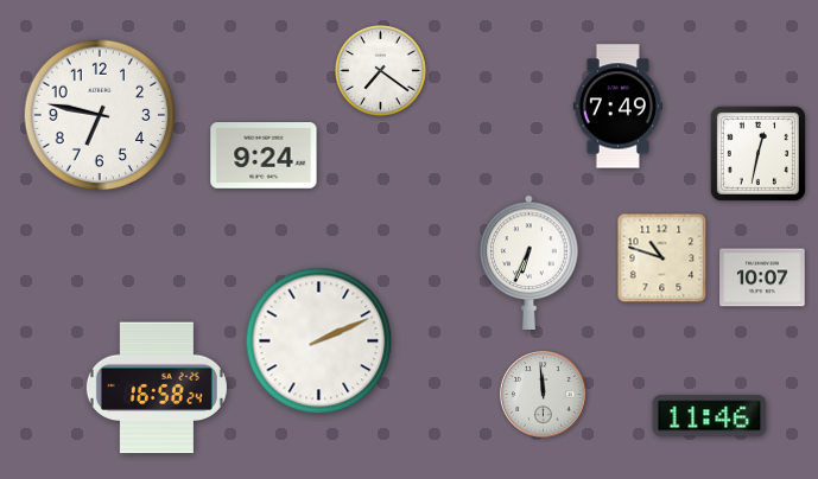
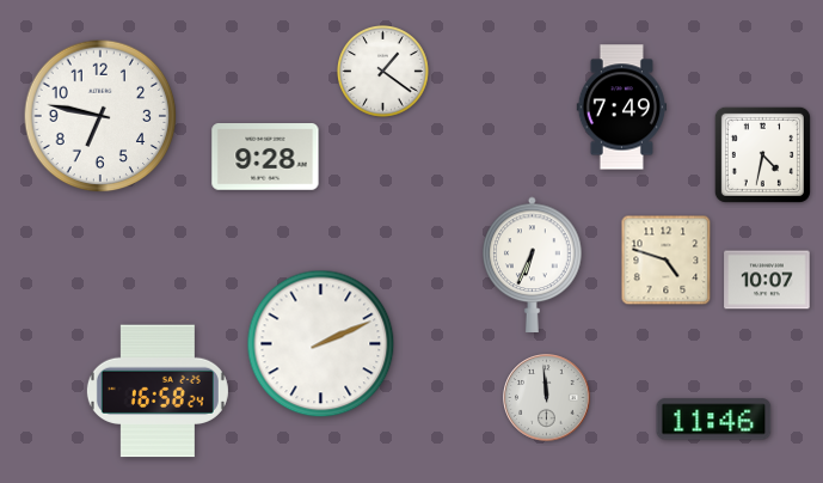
clock at (381, 71): 7:21 -> 1:21
clock at (757, 153): 12:32 -> 4:32
clock at (264, 155): 9:24 -> 9:28
clock at (662, 258): 10:48 -> 4:48
